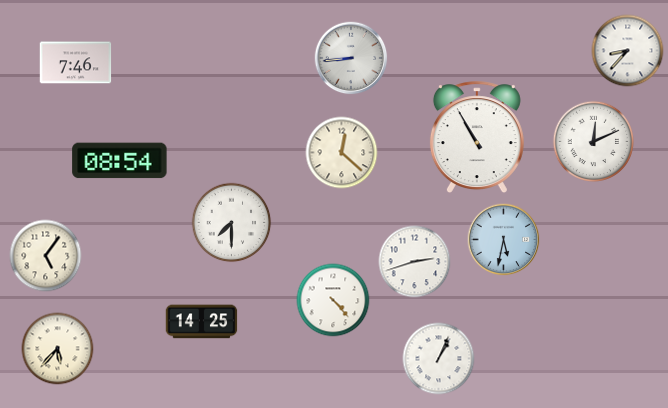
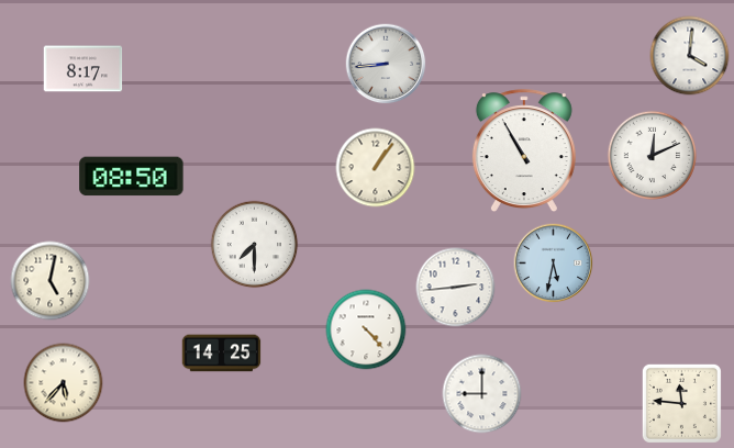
clock at (628, 51): 8:37 -> 4:01
clock at (76, 63): 7:46 -> 8:17
clock at (342, 153): 12:22 -> 1:06
clock at (120, 161): 08:54 -> 08:50
clock at (46, 256): 5:06 -> 5:02
clock at (415, 262): 2:42 -> 2:44
clock at (439, 359): 1:04 -> 9:00
clock at (681, 403): none -> 11:46
